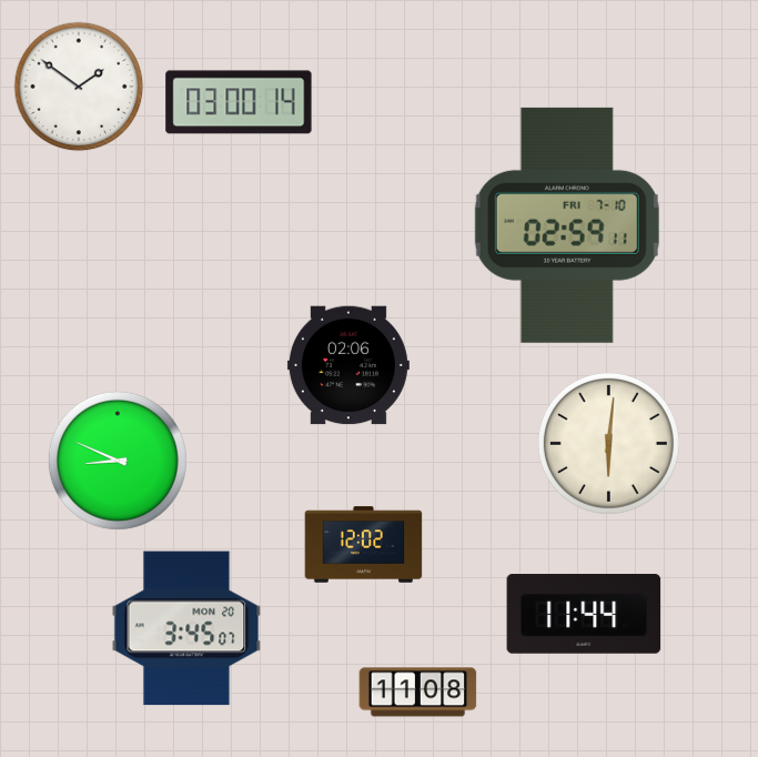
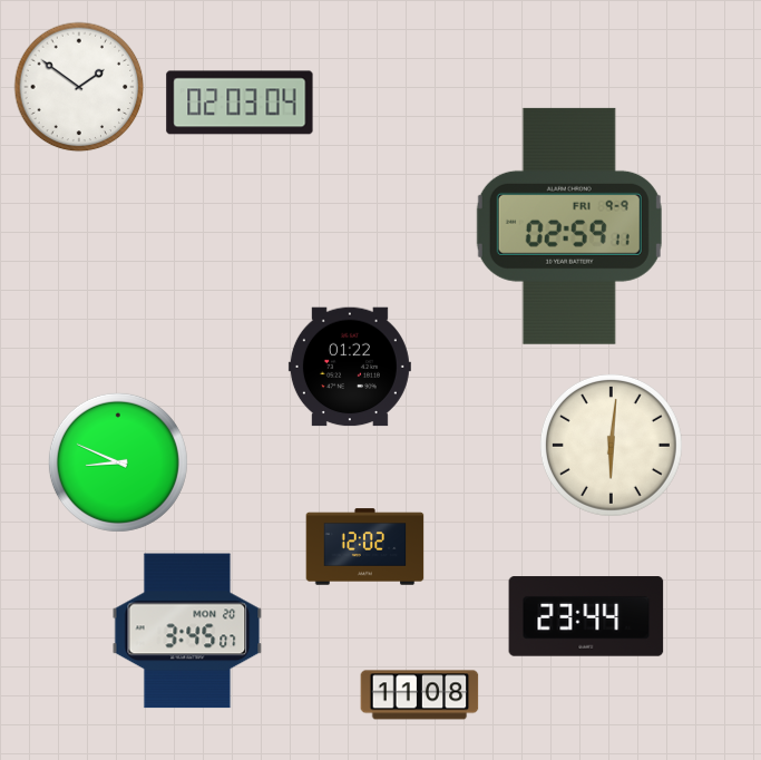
clock at (239, 102): 03:00 -> 02:03
clock at (567, 225) date: FRI 7-10 -> FRI 9-9
clock at (348, 365): 02:06 -> 01:22
clock at (584, 614): 11:44 -> 23:44
